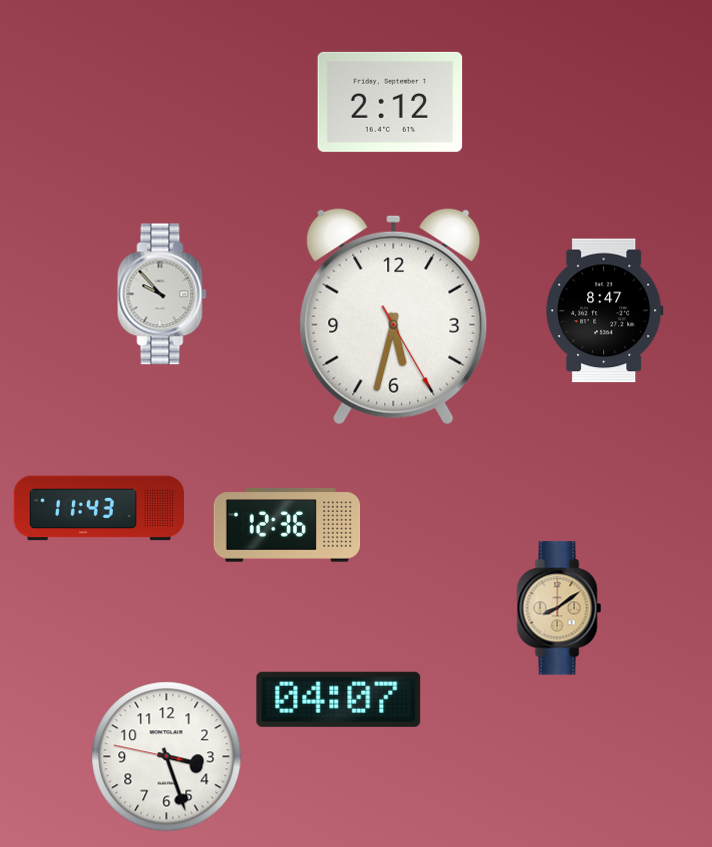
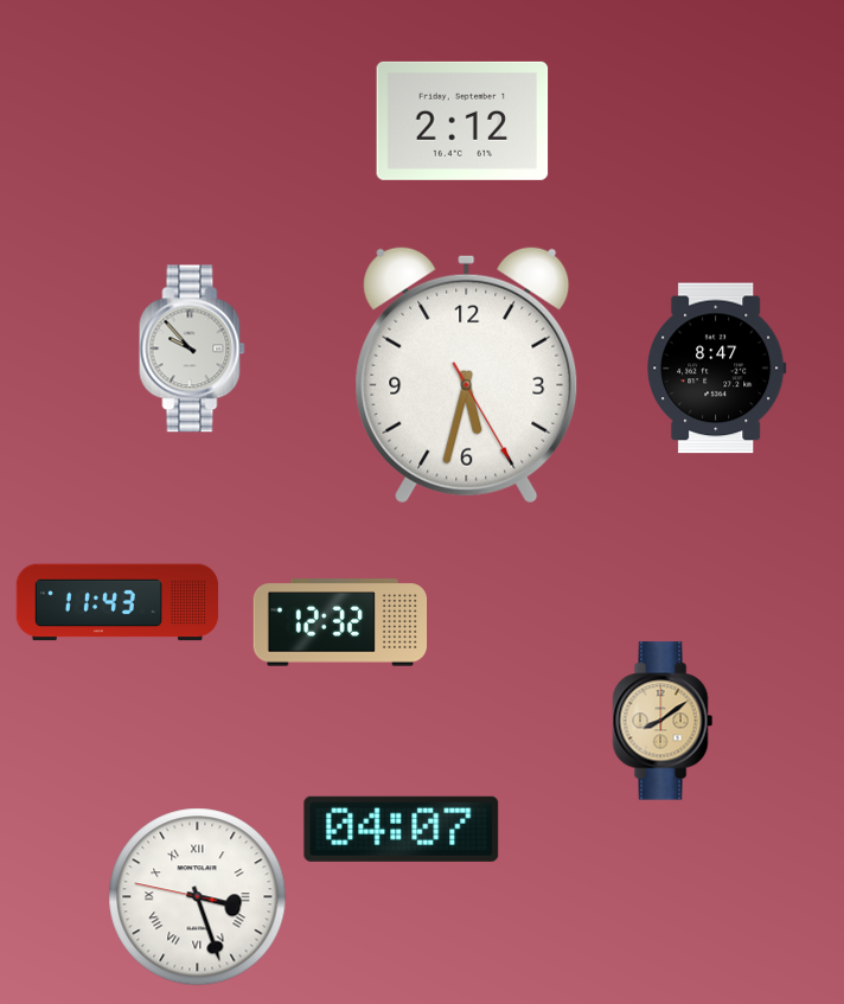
clock at (287, 525): 12:36 -> 12:32
clock at (167, 757) numerals: Arabic -> Roman
